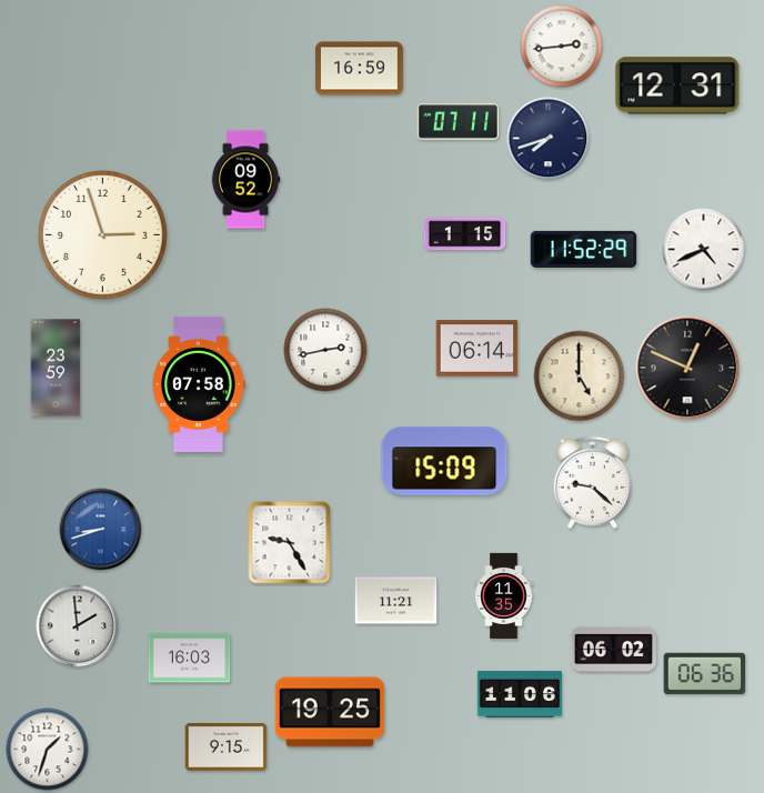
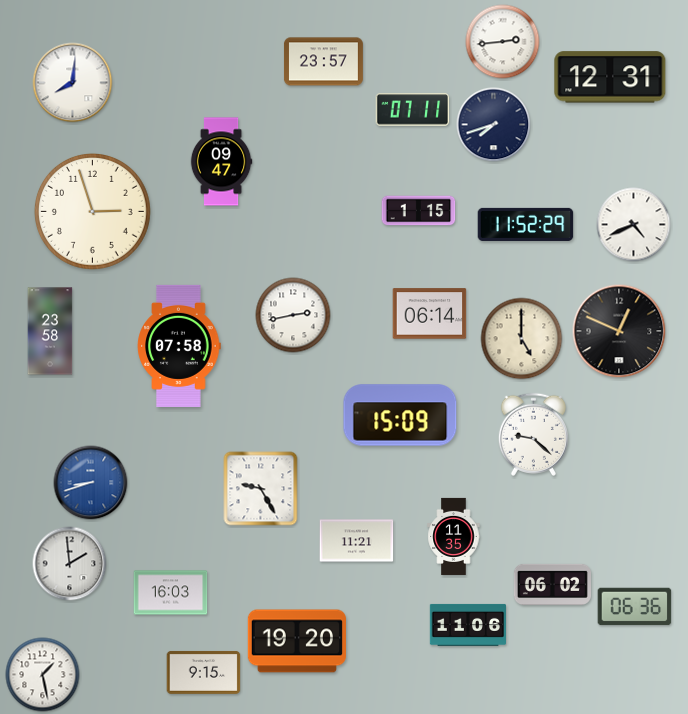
clock at (562, 47) position: (562, 47) -> (503, 42)
clock at (359, 69): 16:59 -> 23:57
clock at (73, 83): none -> 8:01
clock at (245, 180): 09:52 -> 09:47
clock at (56, 368): 23:59 -> 23:58
clock at (101, 530) position: (101, 530) -> (91, 483)
clock at (330, 712): 19:25 -> 19:20
clock at (48, 750): 1:33 -> 1:28
